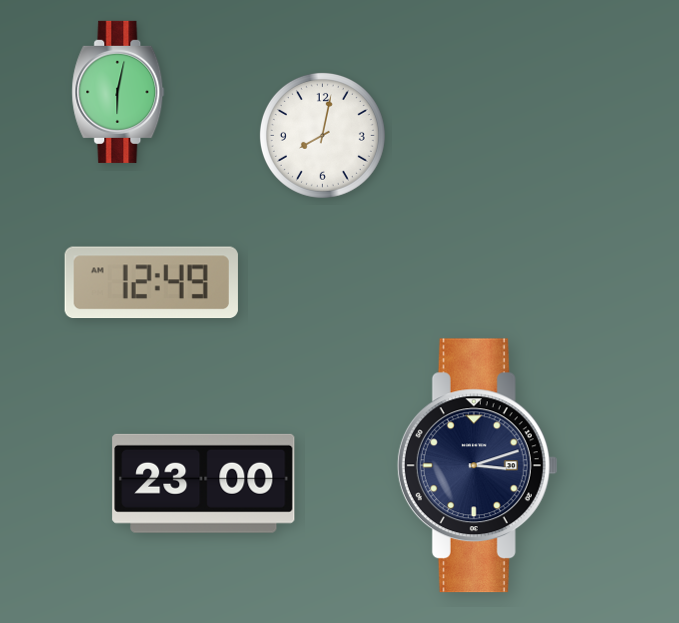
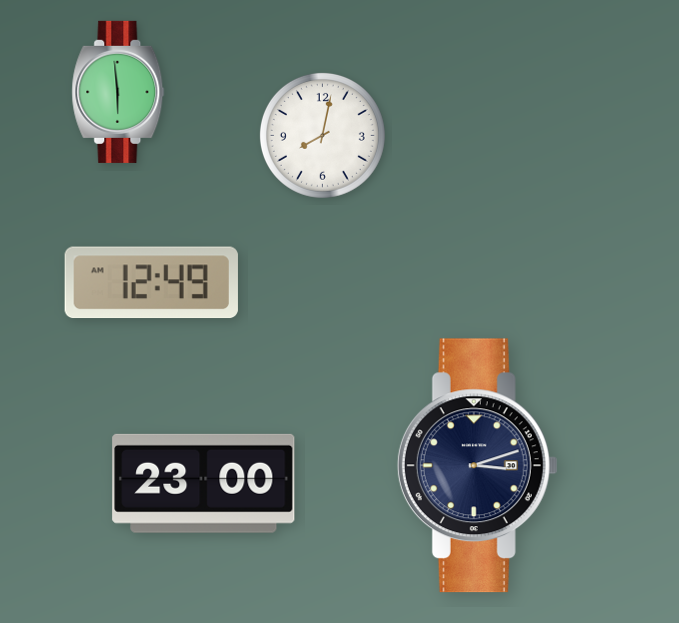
clock at (118, 92): 6:02 -> 5:59
